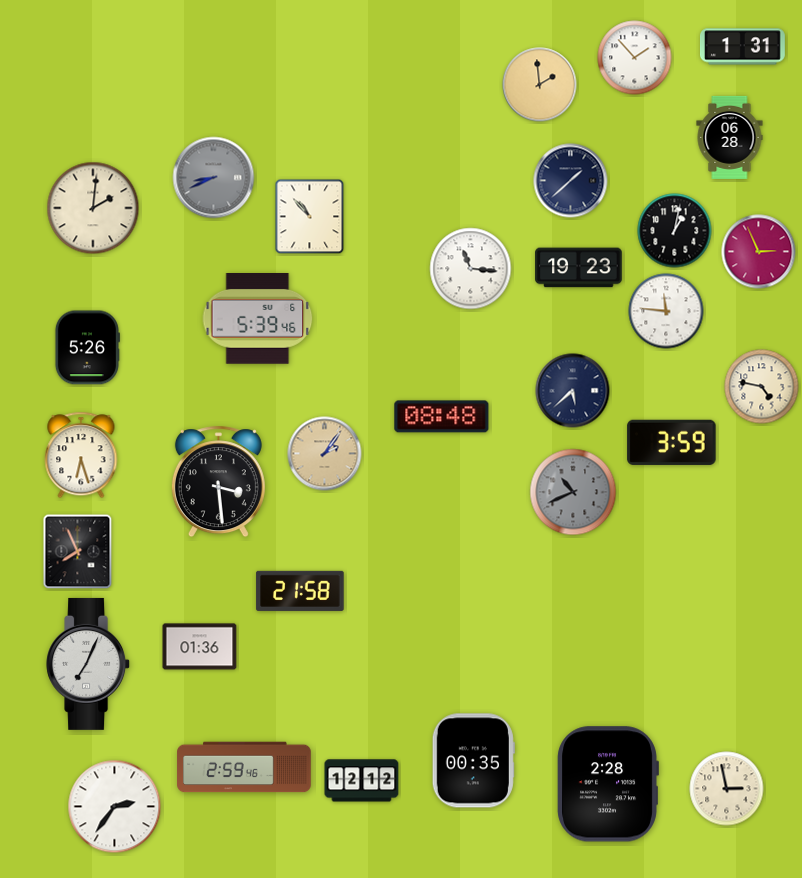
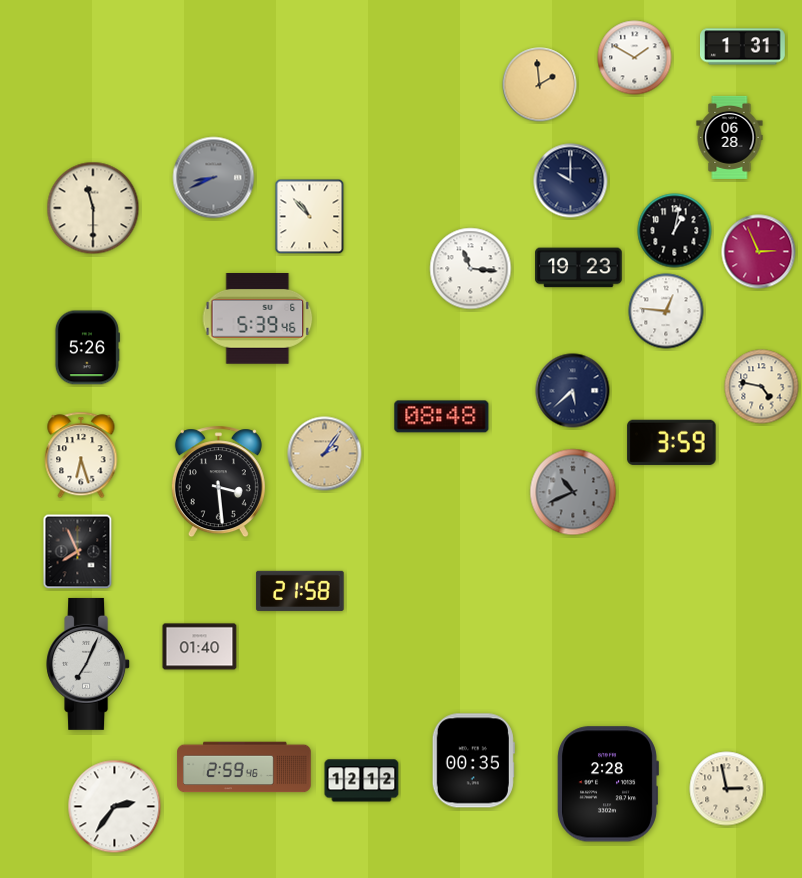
clock at (635, 58): 1:53 -> 1:50
clock at (571, 181): 1:38 -> 10:00
clock at (93, 208): 2:01 -> 11:30
clock at (666, 311): 11:46 -> 12:46
clock at (200, 647): 01:36 -> 01:40
